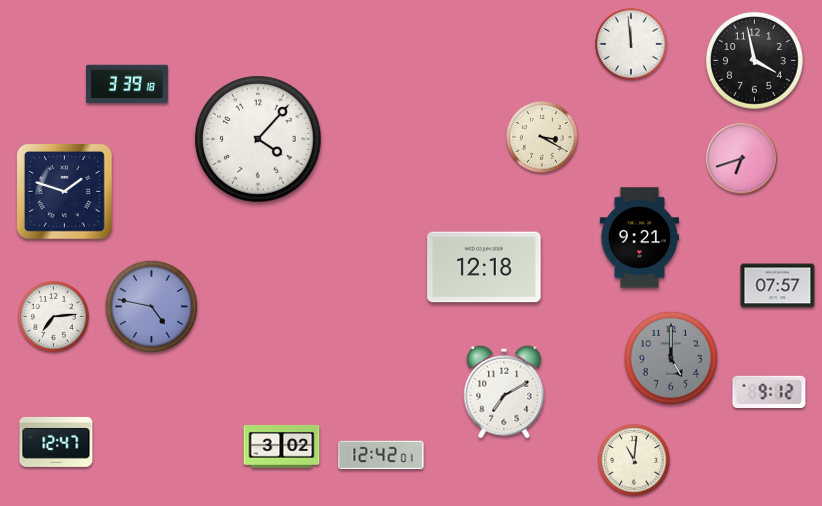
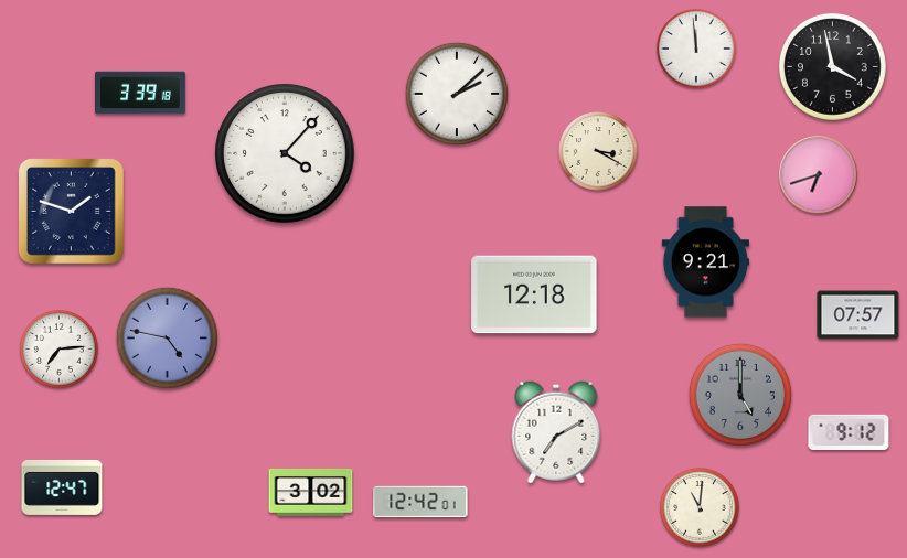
clock at (457, 94): none -> 2:08
